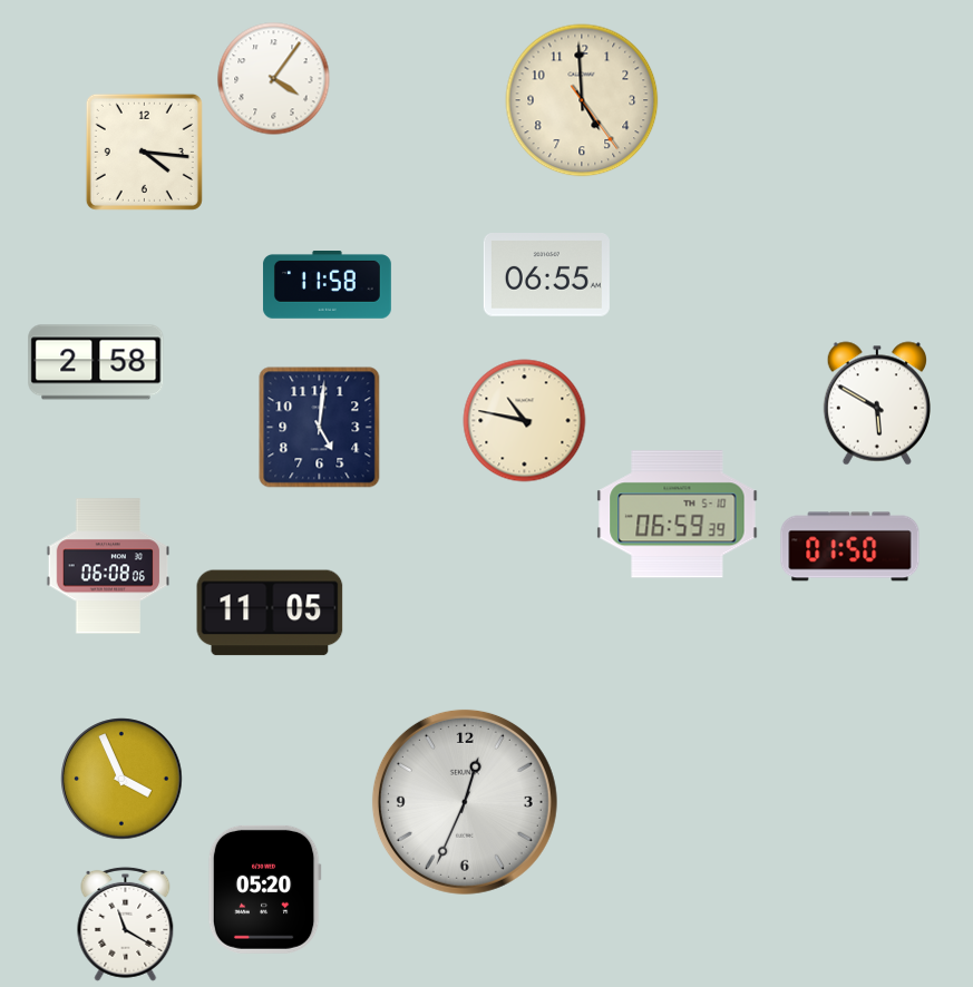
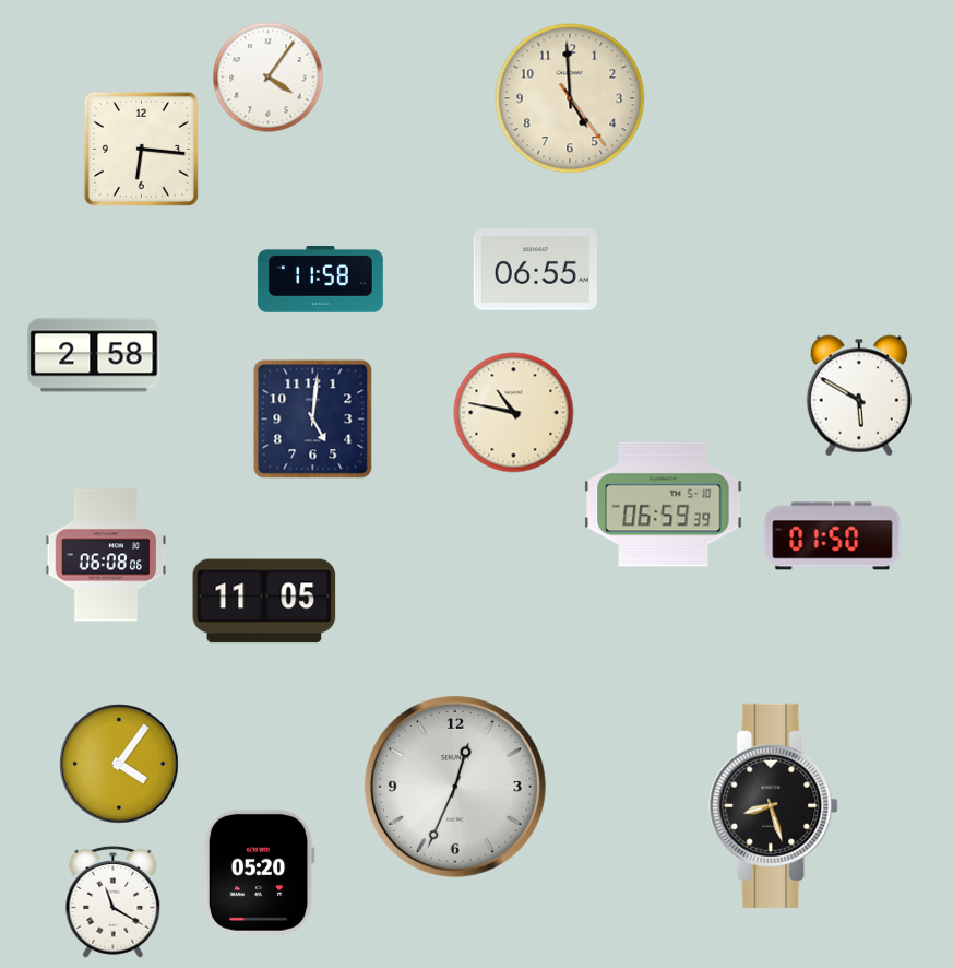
clock at (144, 152): 4:16 -> 6:16
clock at (121, 779): 3:56 -> 4:06
clock at (774, 805): none -> 8:27
clock at (126, 924) position: (126, 924) -> (114, 901)
